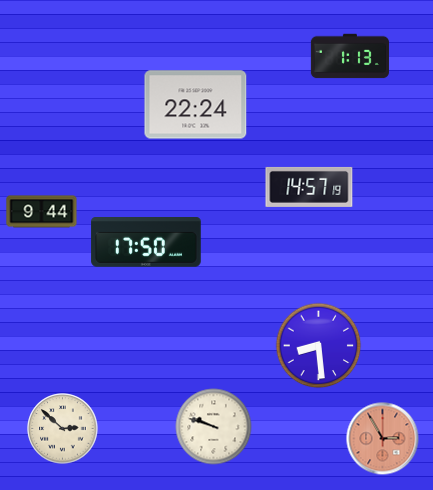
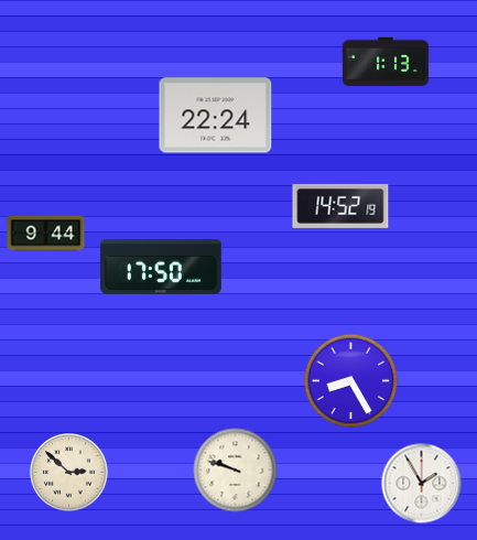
clock at (309, 187): 14:57 -> 14:52
clock at (319, 346): 8:29 -> 8:25
clock at (383, 439): 2:55 -> 1:55
clock at (383, 439) dial: salmon -> white
